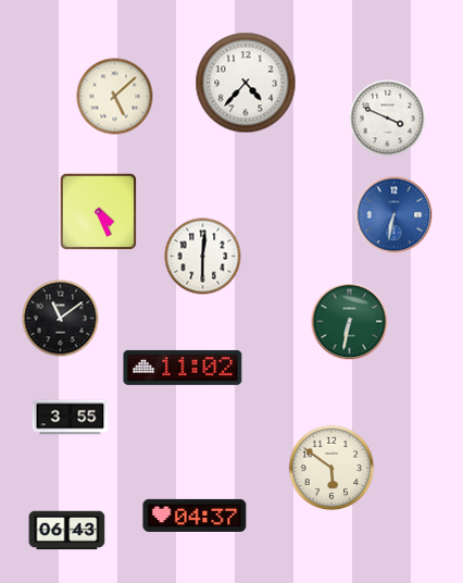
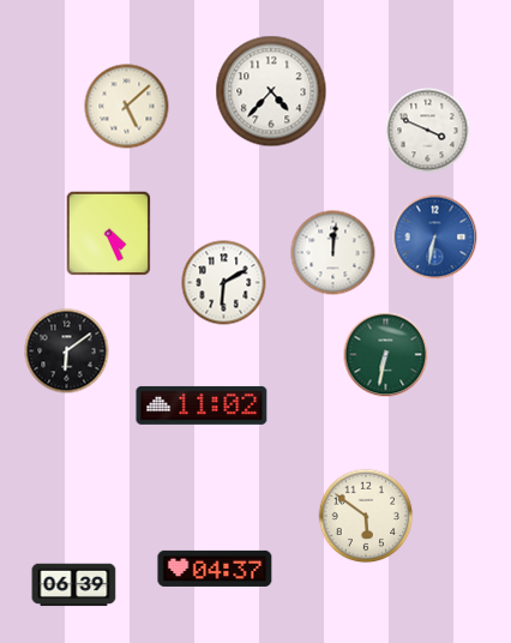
clock at (333, 253): none -> 12:01
clock at (203, 257): 6:01 -> 6:10
clock at (61, 319): 11:09 -> 6:09
clock at (71, 418): 3:55 -> none
clock at (67, 531): 06:43 -> 06:39
